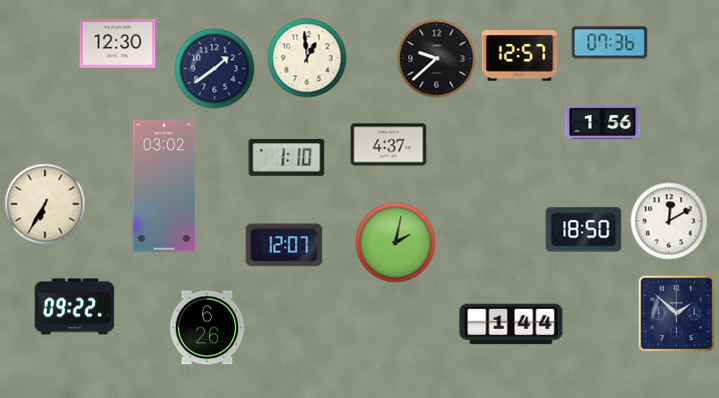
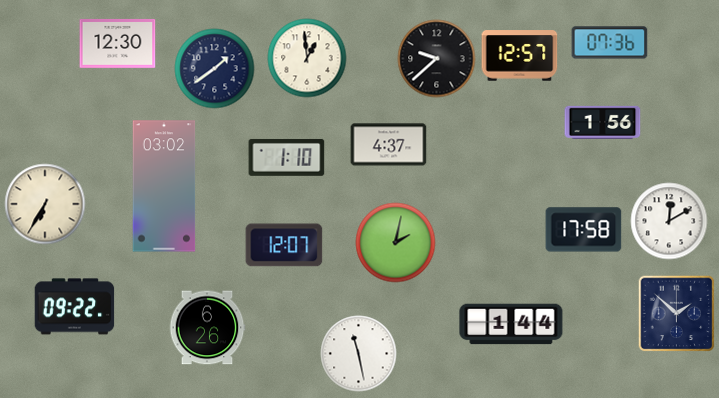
clock at (584, 230): 18:50 -> 17:58
clock at (359, 354): none -> 11:28
